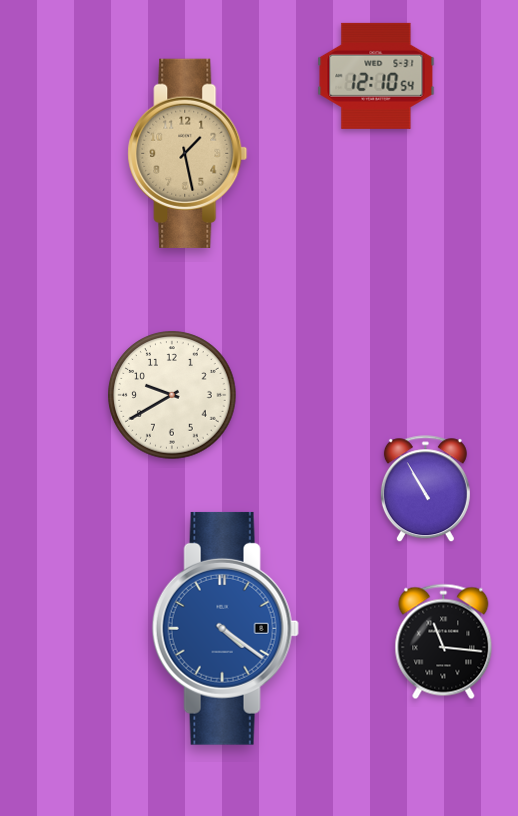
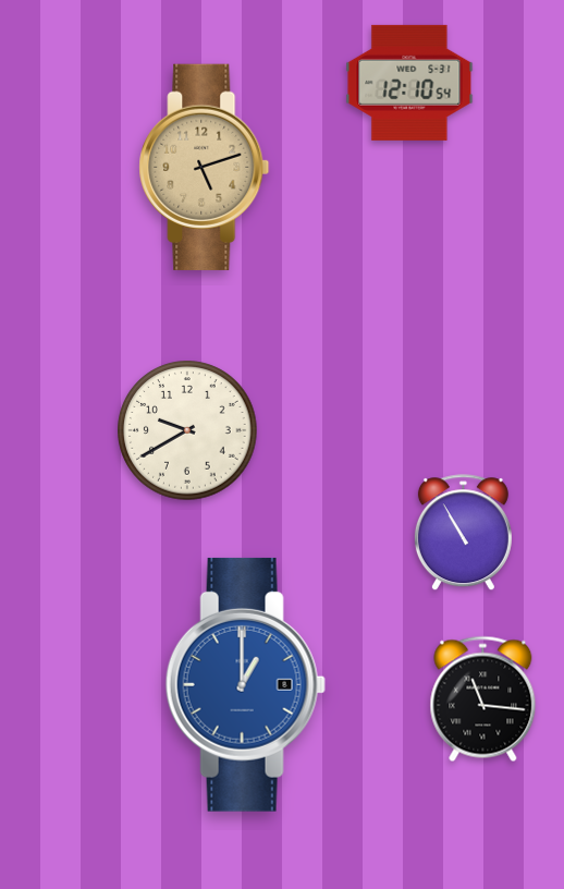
clock at (188, 153): 1:28 -> 5:12
clock at (225, 628): 4:21 -> 1:00
